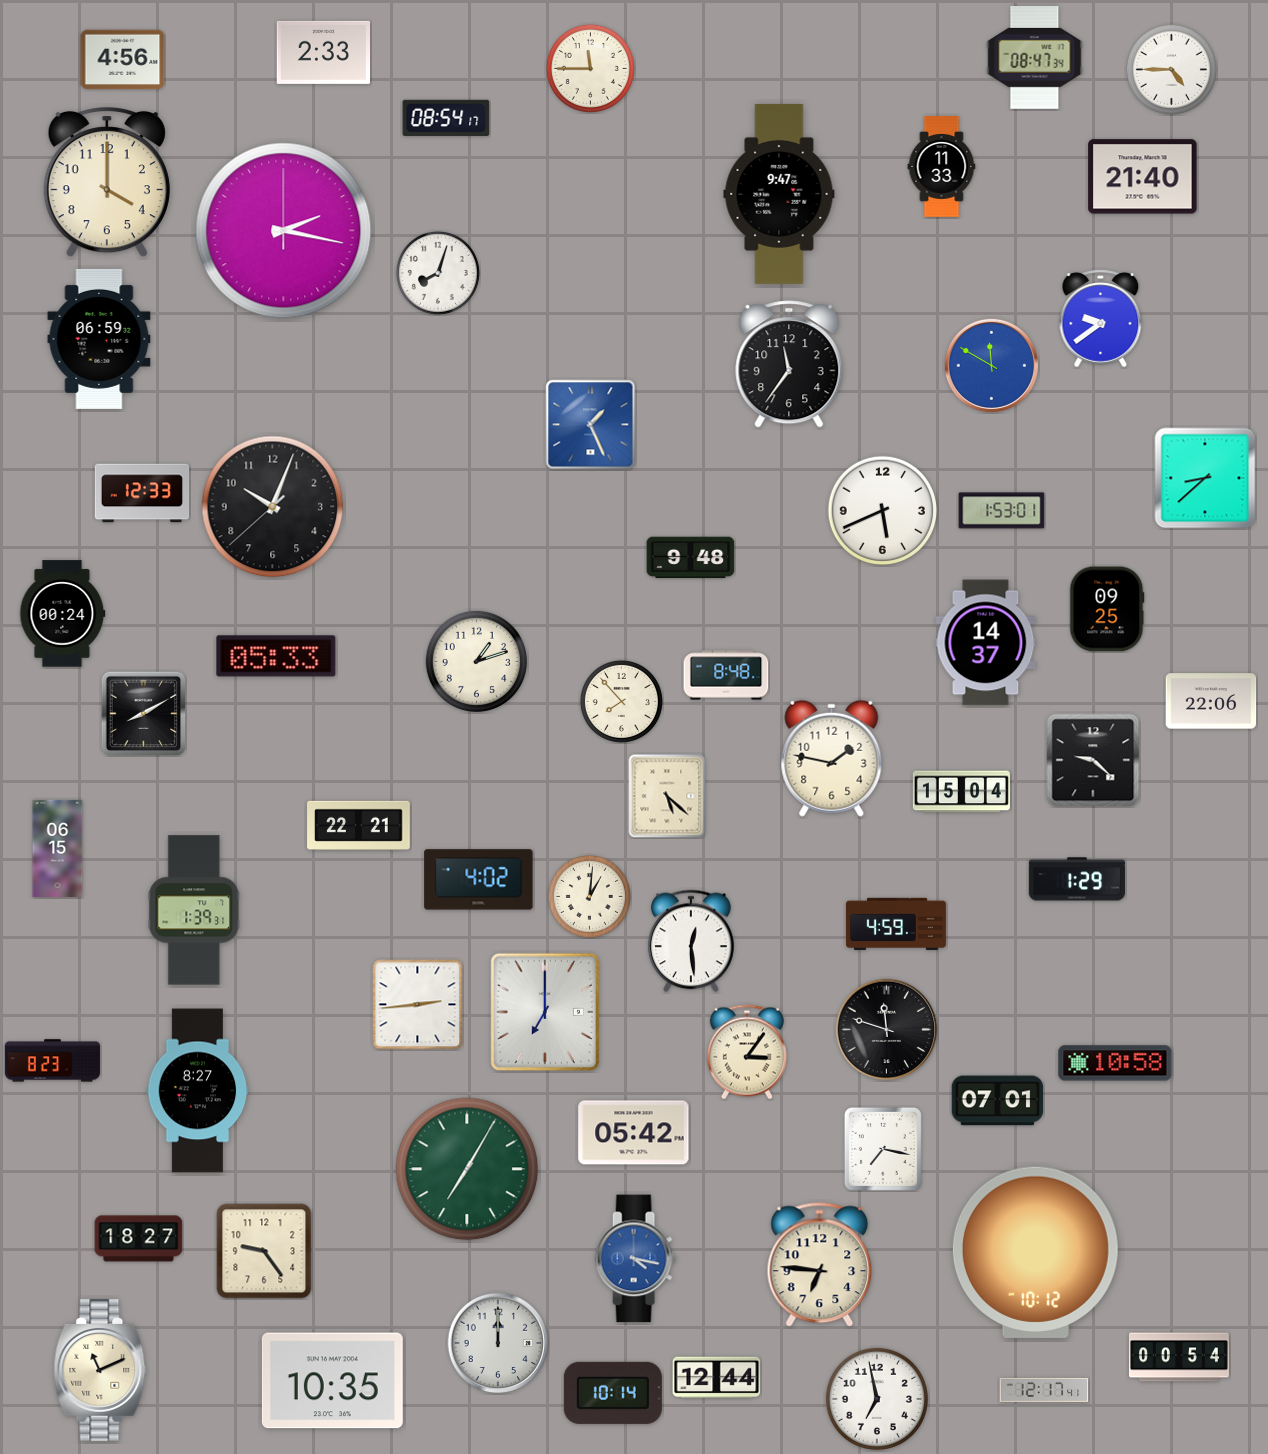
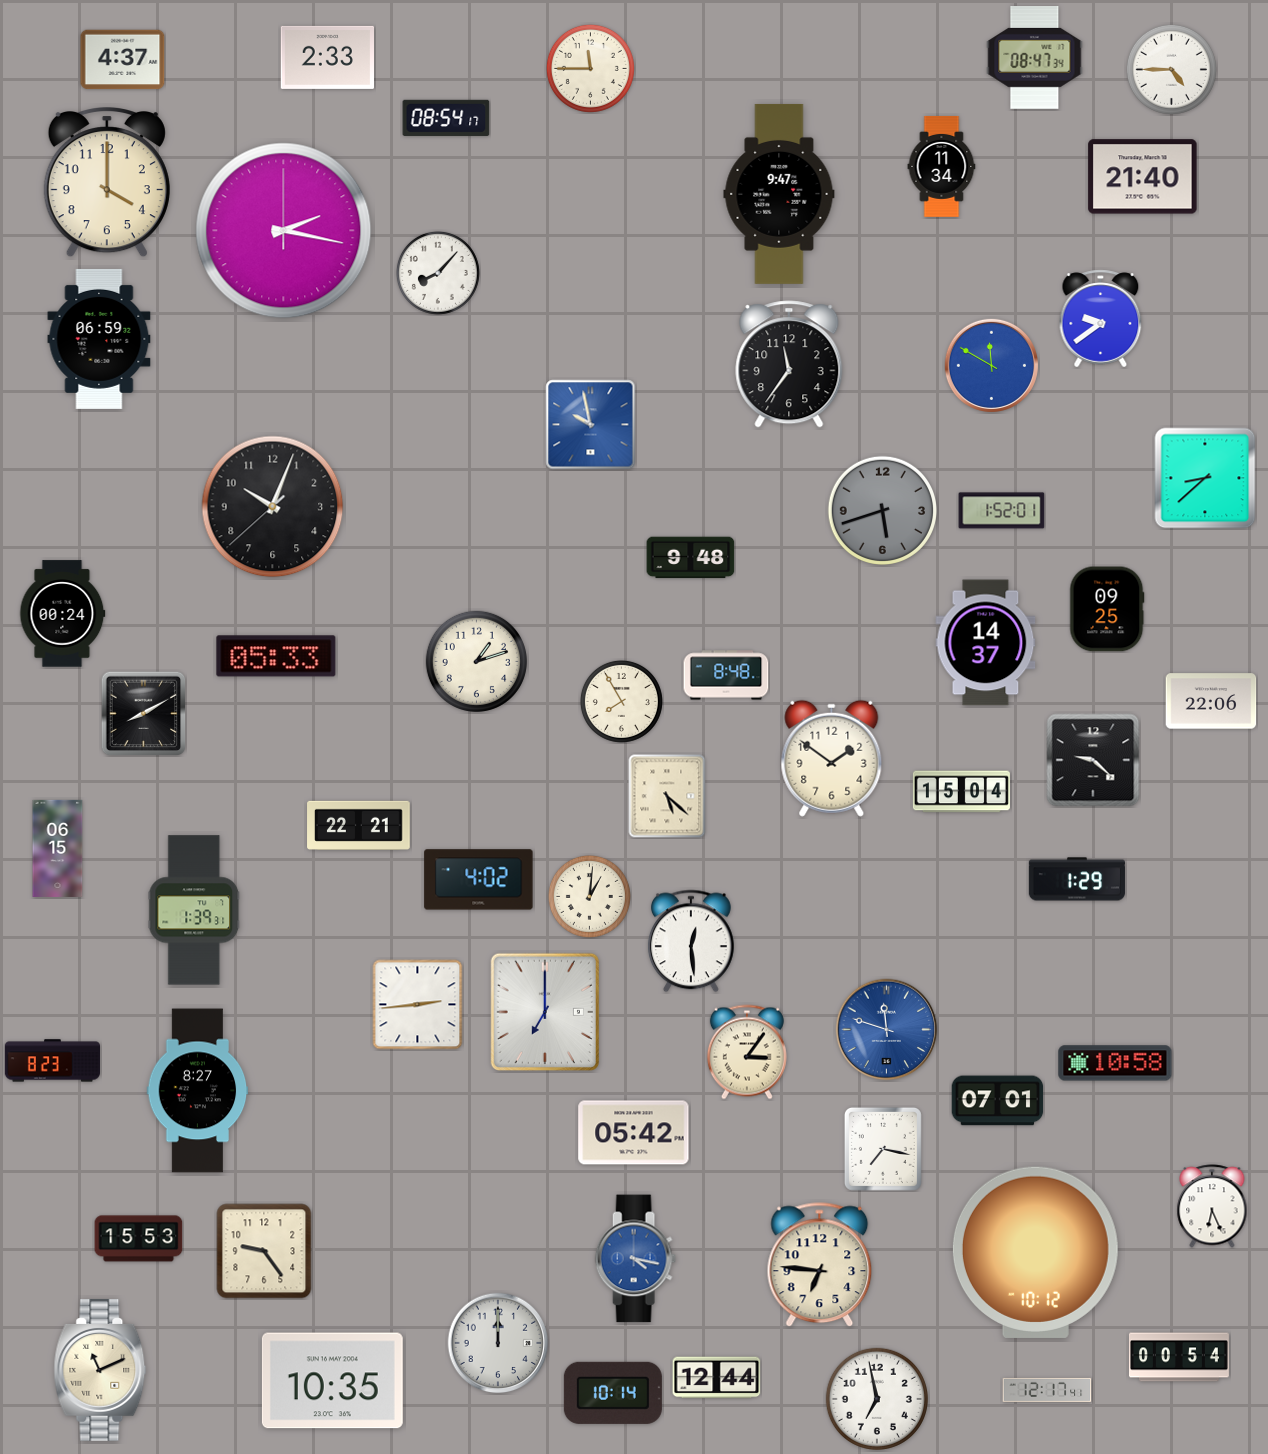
clock at (324, 52) position: (324, 52) -> (328, 57)
clock at (123, 60): 4:56 -> 4:37
clock at (942, 166): 11:33 -> 11:34
clock at (438, 273): 8:03 -> 8:07
clock at (591, 425): 1:26 -> 9:58
clock at (142, 493): 12:33 -> none
clock at (882, 510): 5:41 -> 5:42
clock at (882, 510) dial: white -> grey
clock at (1002, 511): 1:53 -> 1:52
clock at (621, 701): 7:53 -> 7:55
clock at (832, 758): 1:47 -> 1:51
clock at (896, 924): 4:59 -> none
clock at (887, 1030) dial: black -> blue
clock at (467, 1169): 7:05 -> none
clock at (1212, 1206): none -> 6:26
clock at (139, 1239): 18:27 -> 15:53
clock at (1044, 1390) position: (1044, 1390) -> (1047, 1390)
